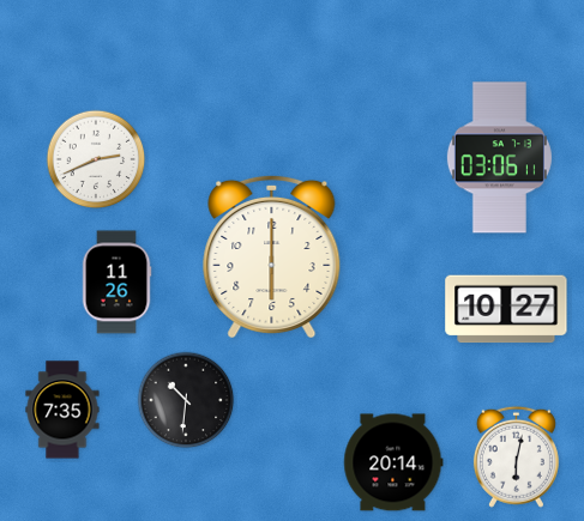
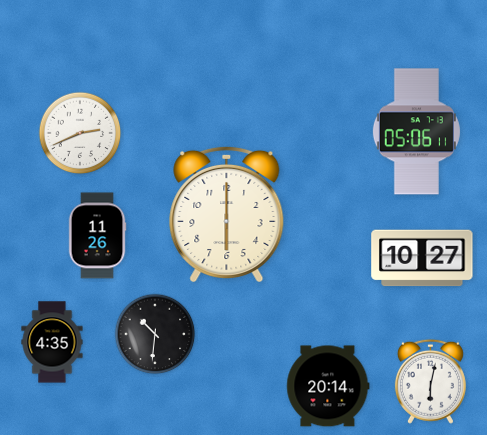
clock at (499, 158): 03:06 -> 05:06
clock at (62, 410): 7:35 -> 4:35
